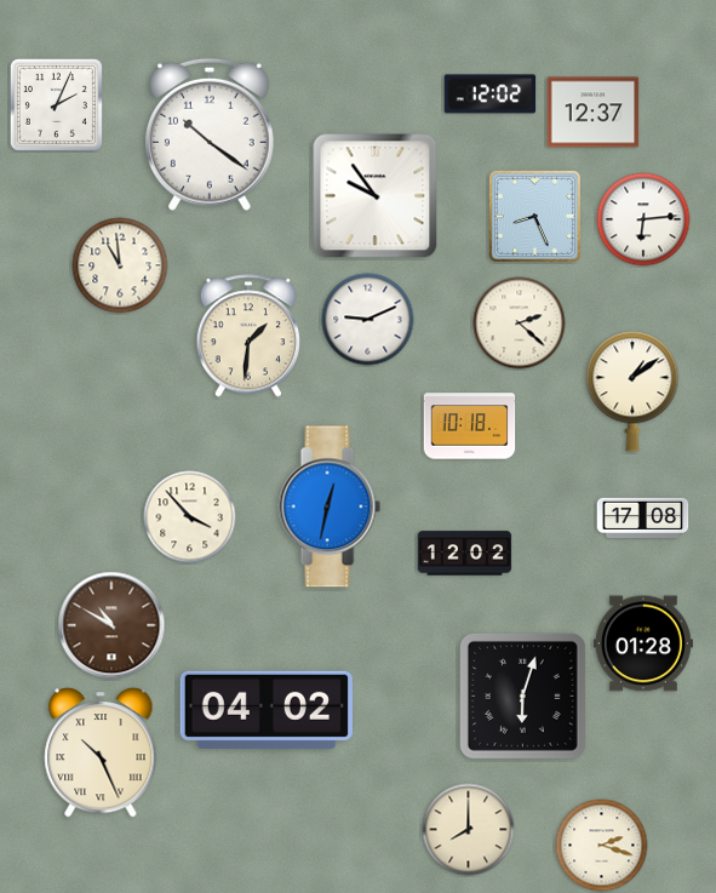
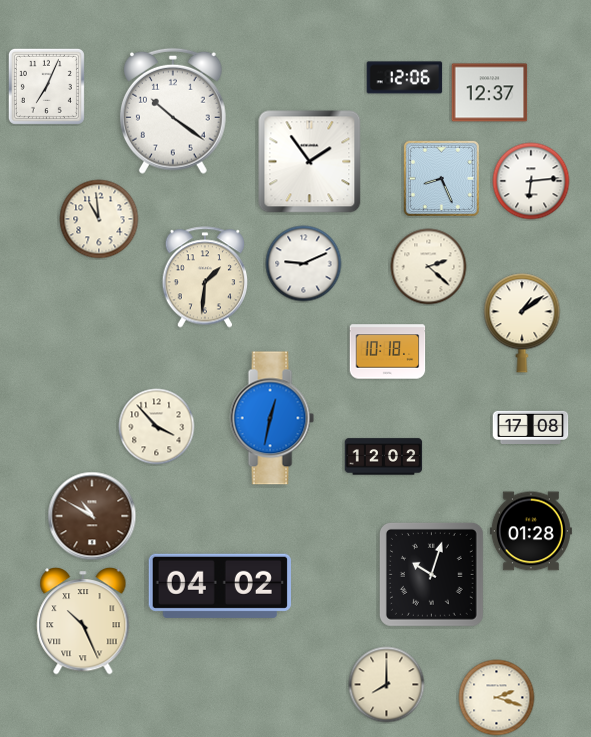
clock at (491, 95): 12:02 -> 12:06
clock at (56, 104): 2:04 -> 7:04
clock at (376, 196): 9:54 -> 1:54
clock at (522, 695): 6:03 -> 10:03
